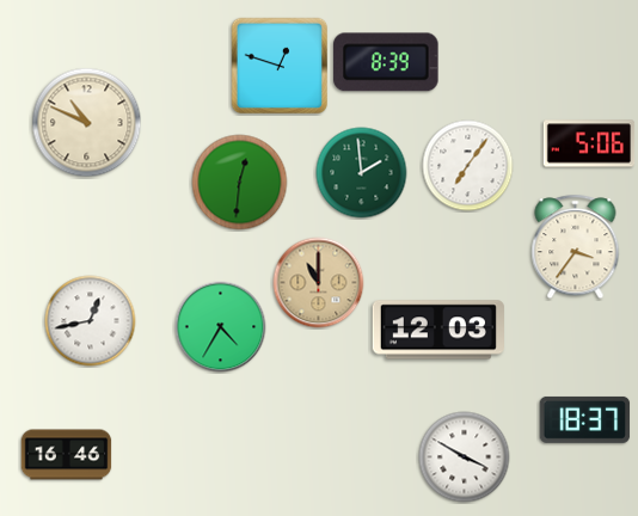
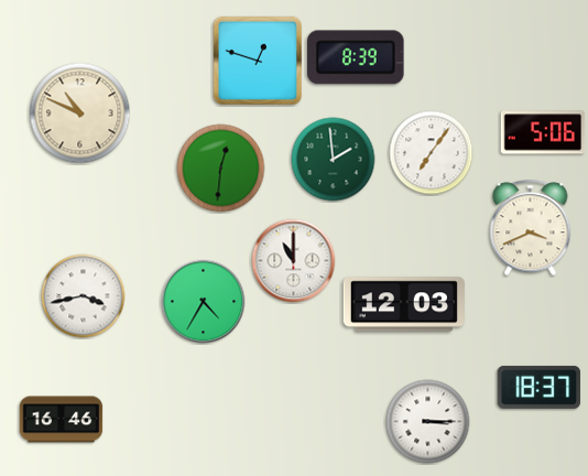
clock at (576, 247): 3:36 -> 3:41
clock at (319, 283) dial: champagne -> white
clock at (91, 321): 12:43 -> 3:43
clock at (465, 457): 3:50 -> 3:15
